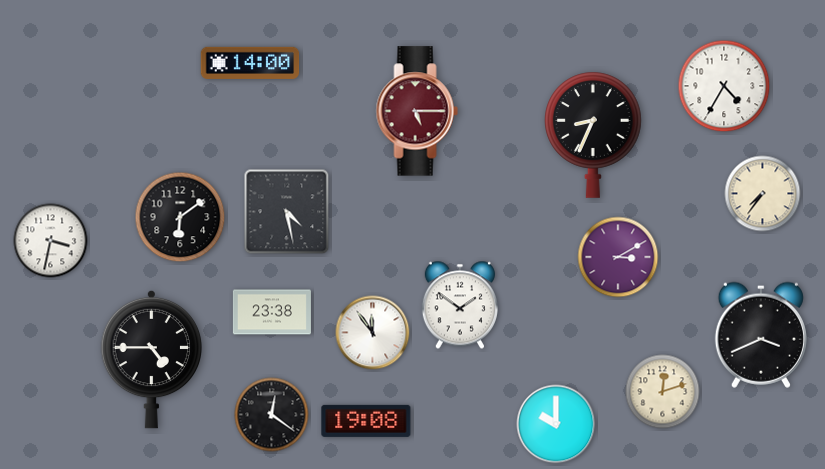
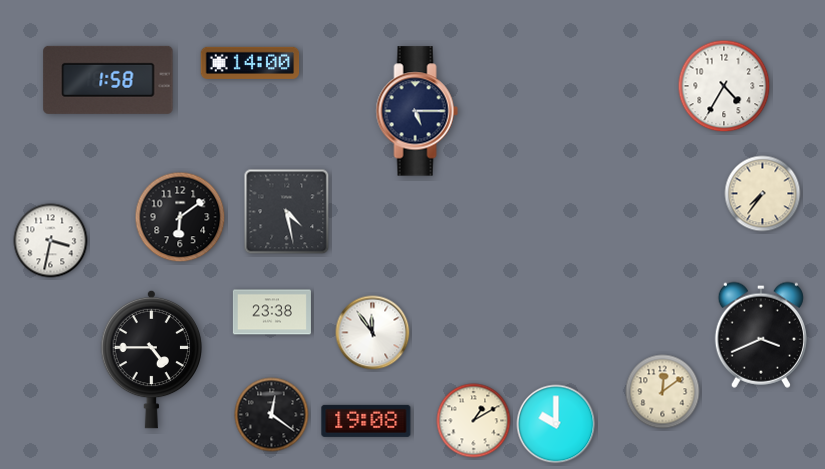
clock at (108, 80): none -> 1:58
clock at (417, 111) dial: burgundy -> navy
clock at (594, 135): 8:34 -> none
clock at (618, 257): 3:10 -> none
clock at (460, 305): 1:51 -> none
clock at (663, 392): 12:12 -> 12:09
clock at (474, 421): none -> 1:10
